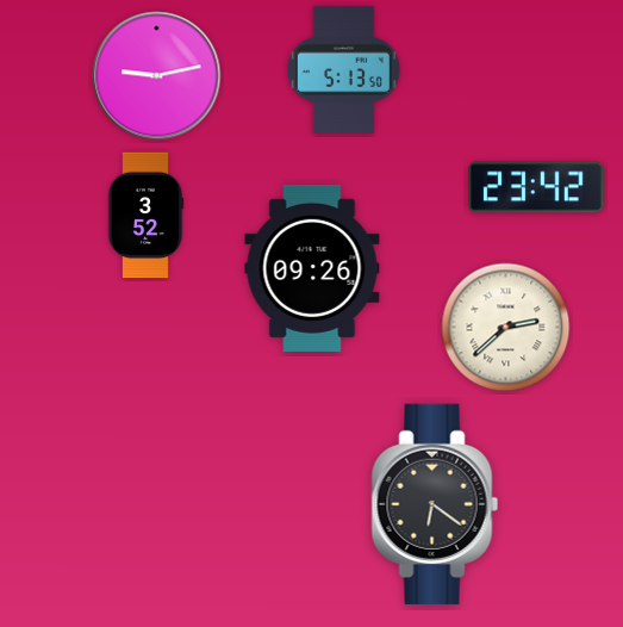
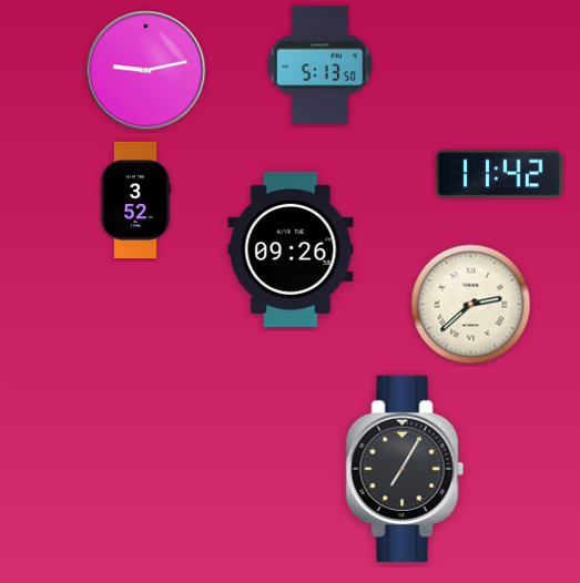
clock at (536, 187): 23:42 -> 11:42
clock at (435, 504): 6:21 -> 7:05
